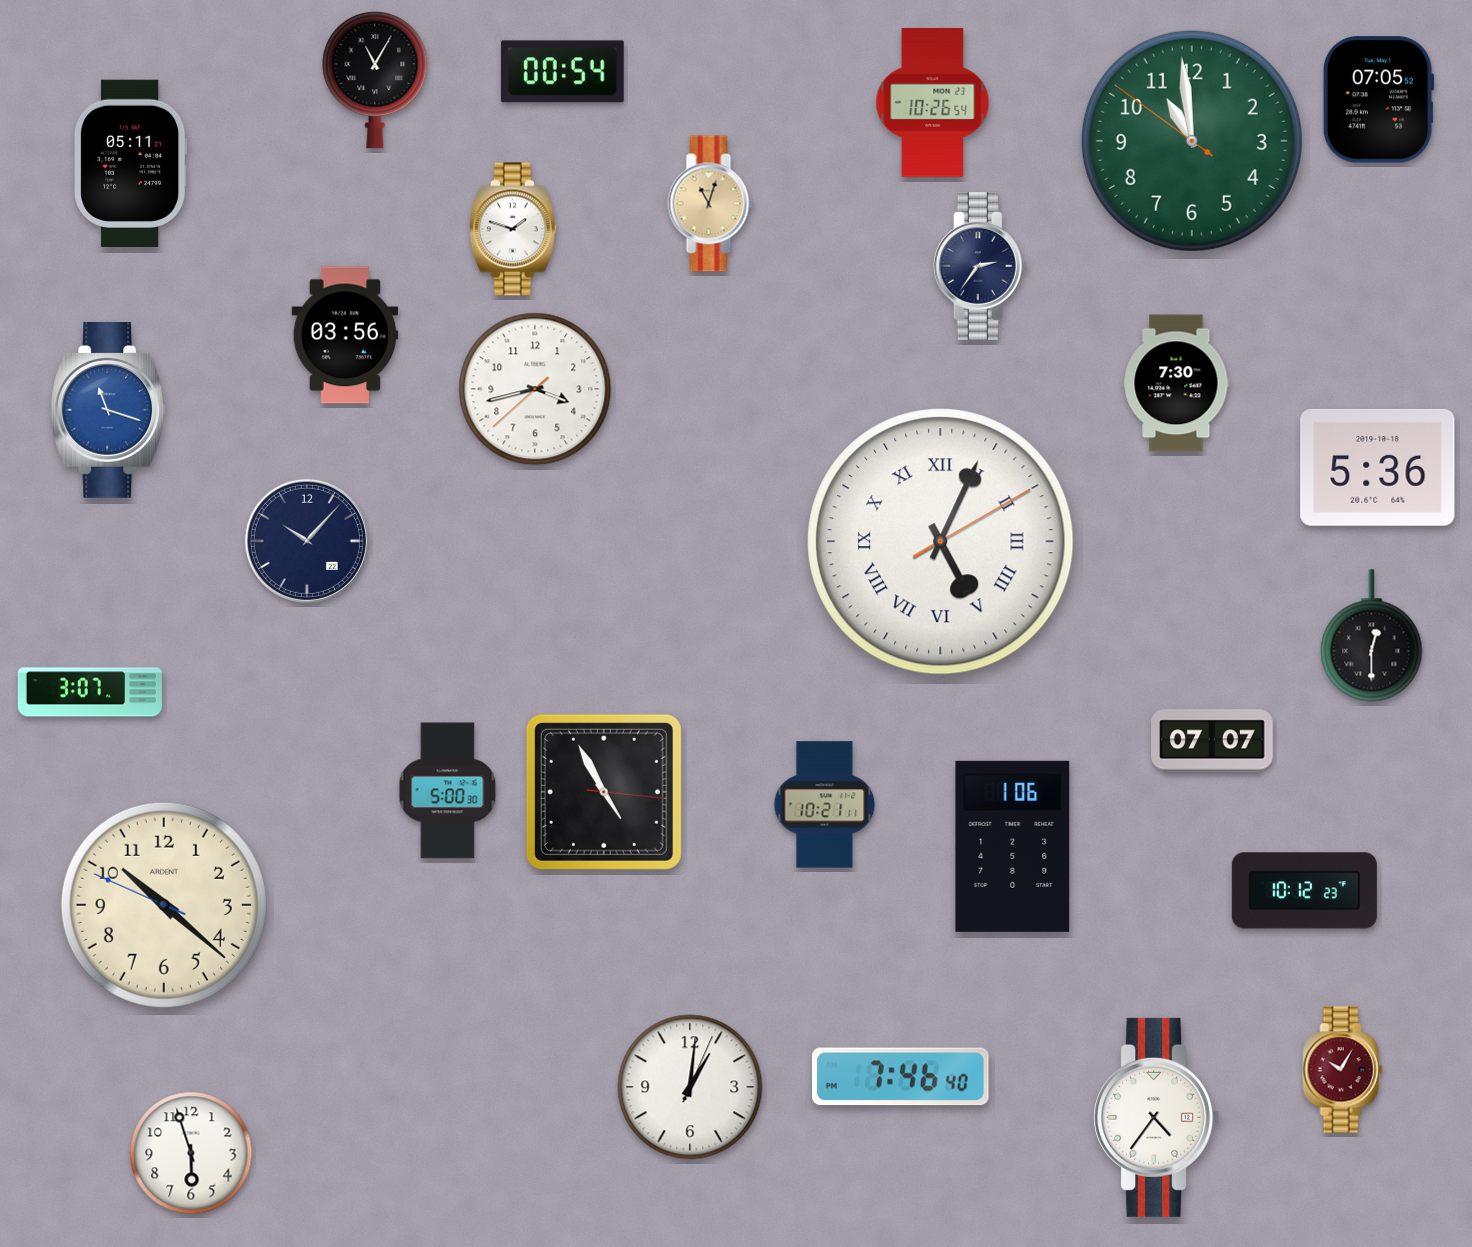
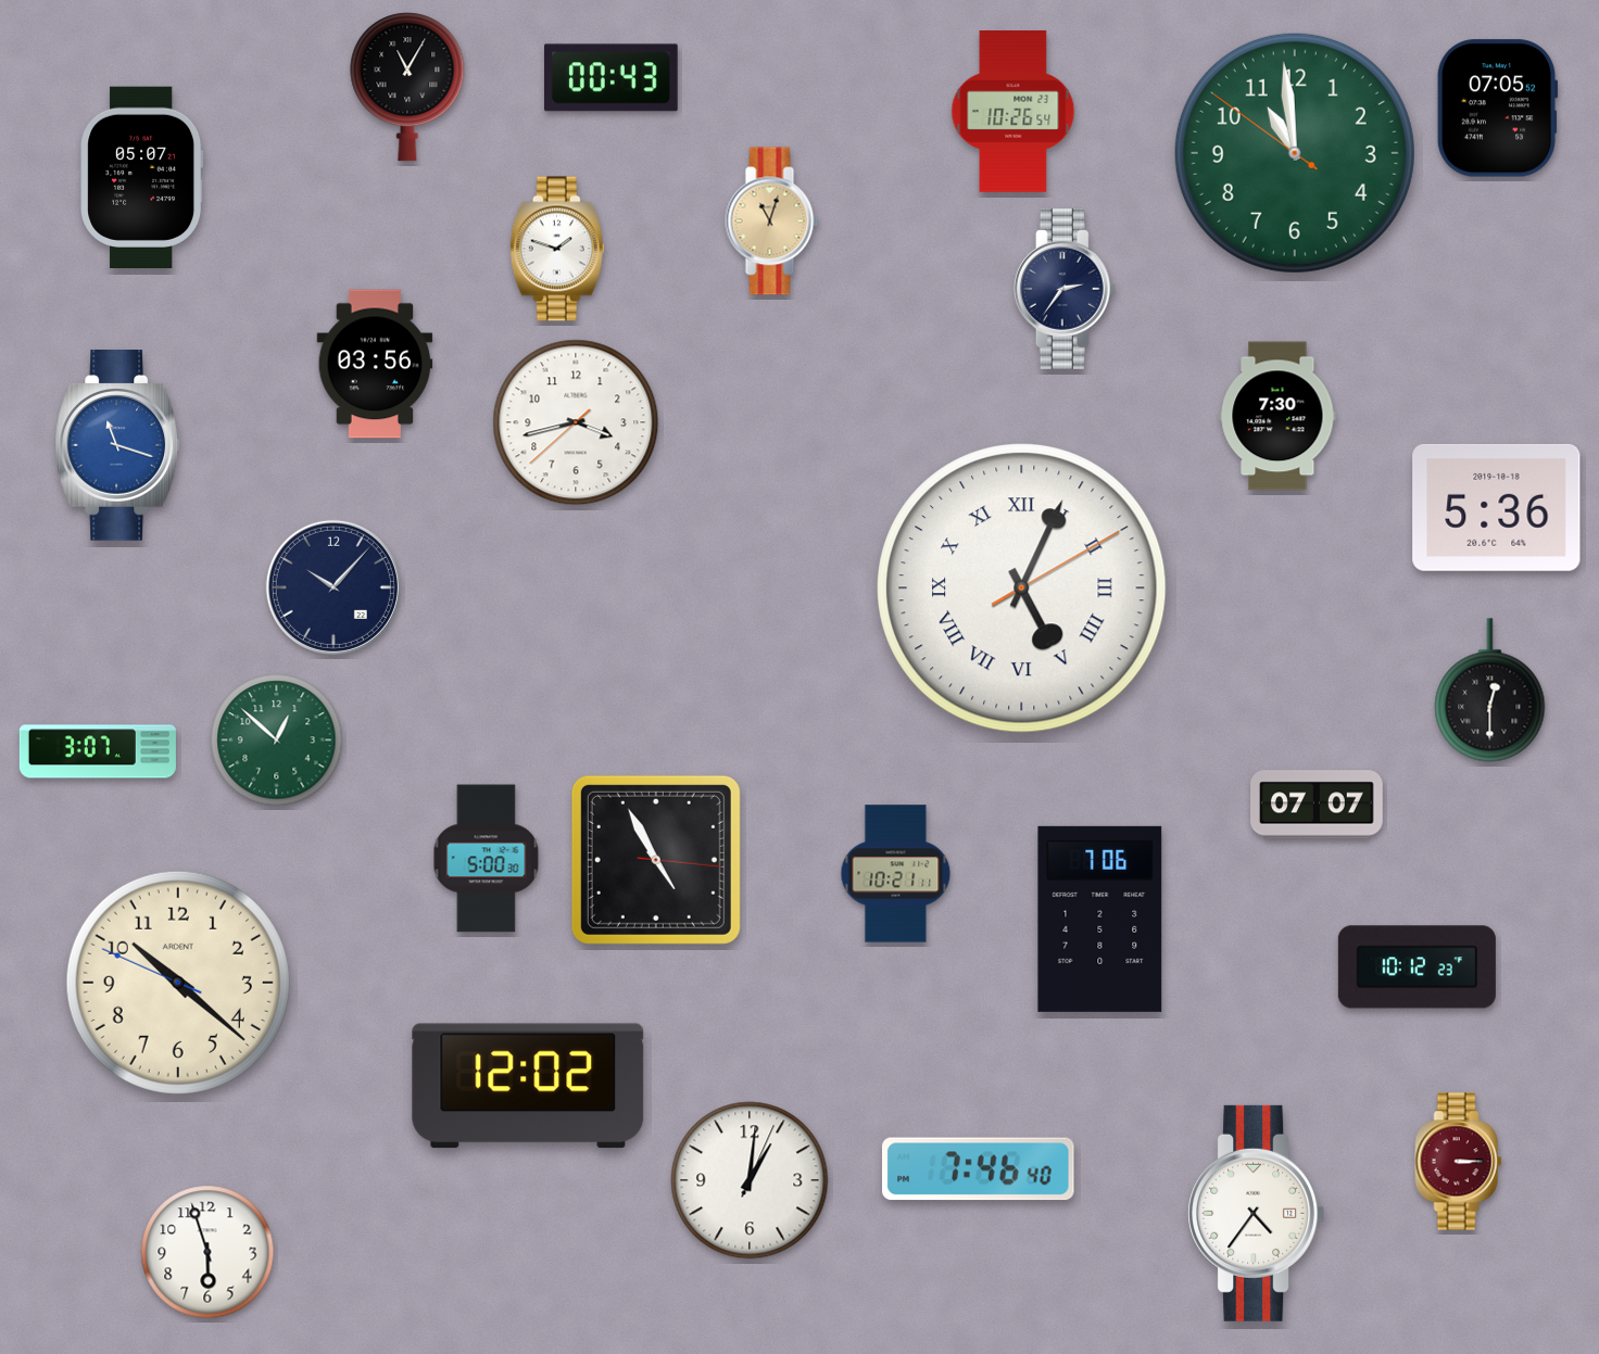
clock at (563, 72): 00:54 -> 00:43
clock at (131, 163): 05:11 -> 05:07
clock at (535, 389) position: (535, 389) -> (576, 422)
clock at (277, 741): none -> 12:52
clock at (1013, 846): 1:06 -> 7:06
clock at (528, 1086): none -> 12:02
clock at (1343, 1070): 10:05 -> 3:15
